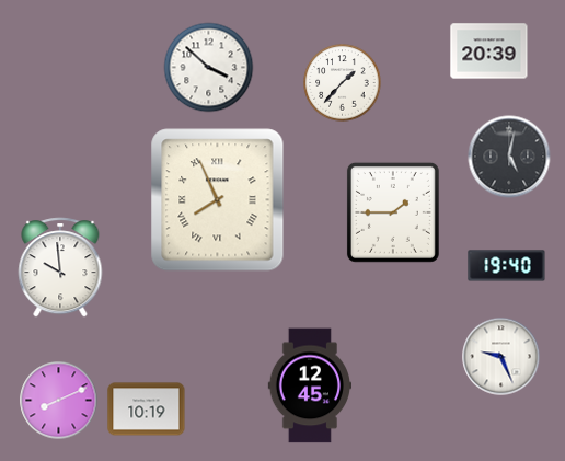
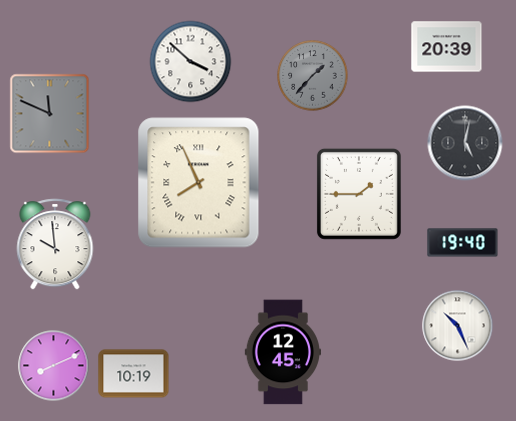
clock at (343, 83) dial: white -> grey
clock at (50, 114): none -> 11:49
clock at (501, 357): 9:26 -> 10:26
